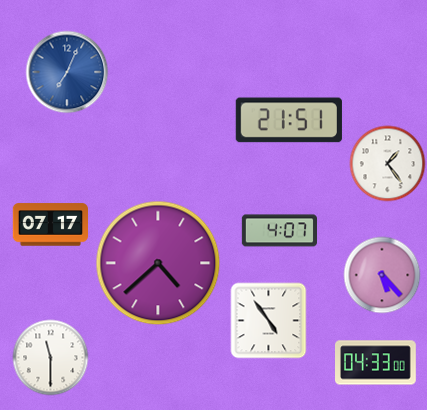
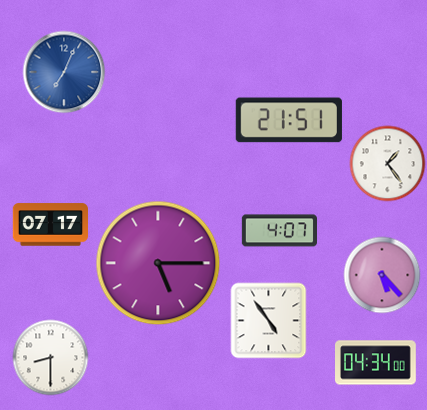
clock at (67, 72) position: (67, 72) -> (64, 72)
clock at (158, 263): 4:38 -> 5:15
clock at (51, 358): 11:30 -> 8:30
clock at (376, 363): 04:33 -> 04:34
